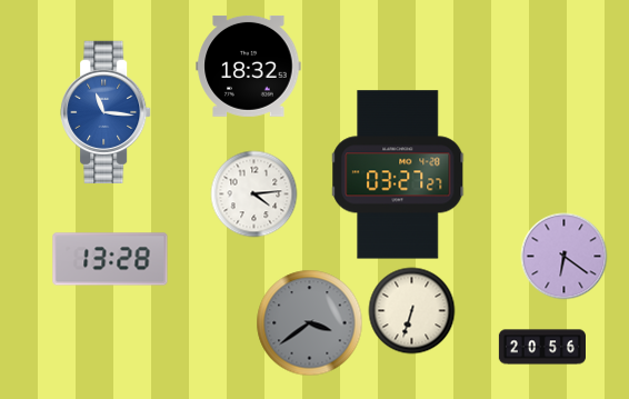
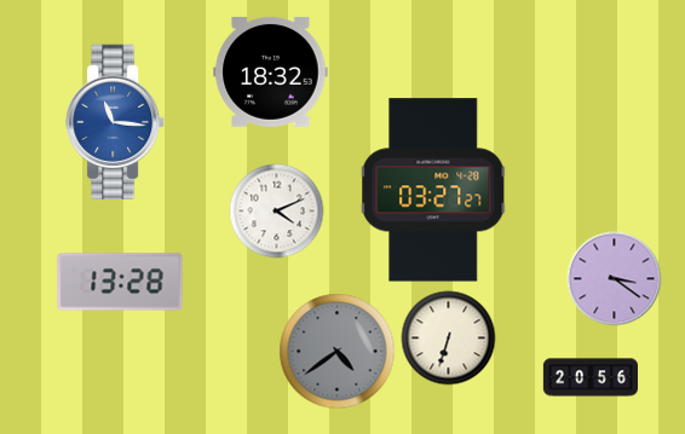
clock at (253, 193): 4:14 -> 4:11
clock at (563, 256): 6:21 -> 3:21
clock at (309, 322): 3:39 -> 4:39
